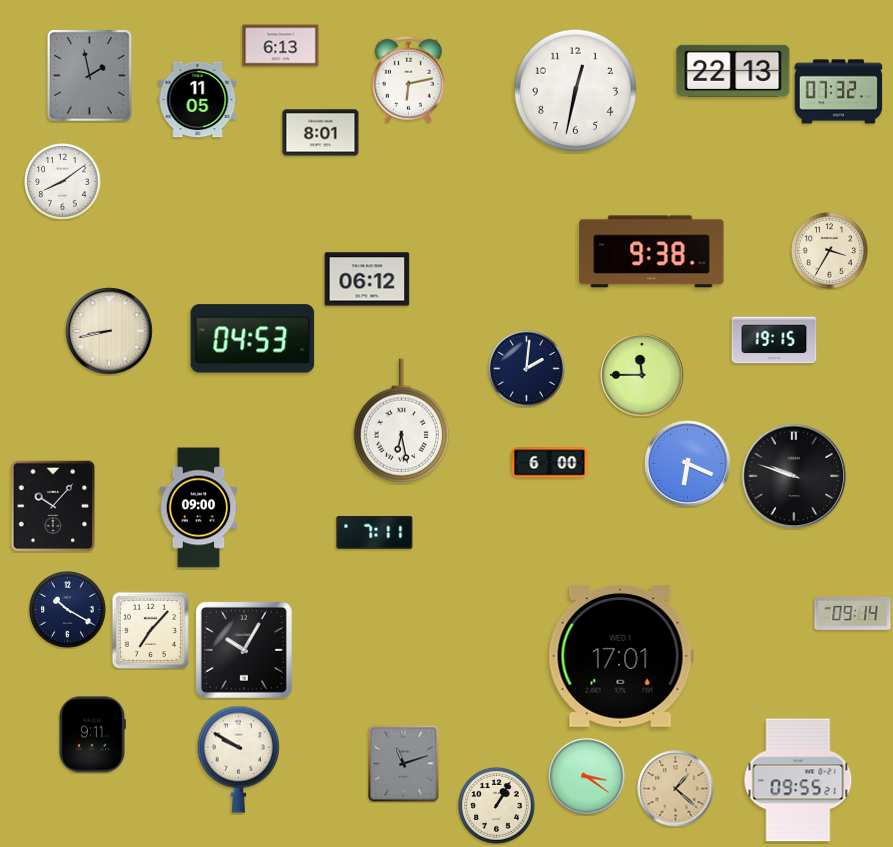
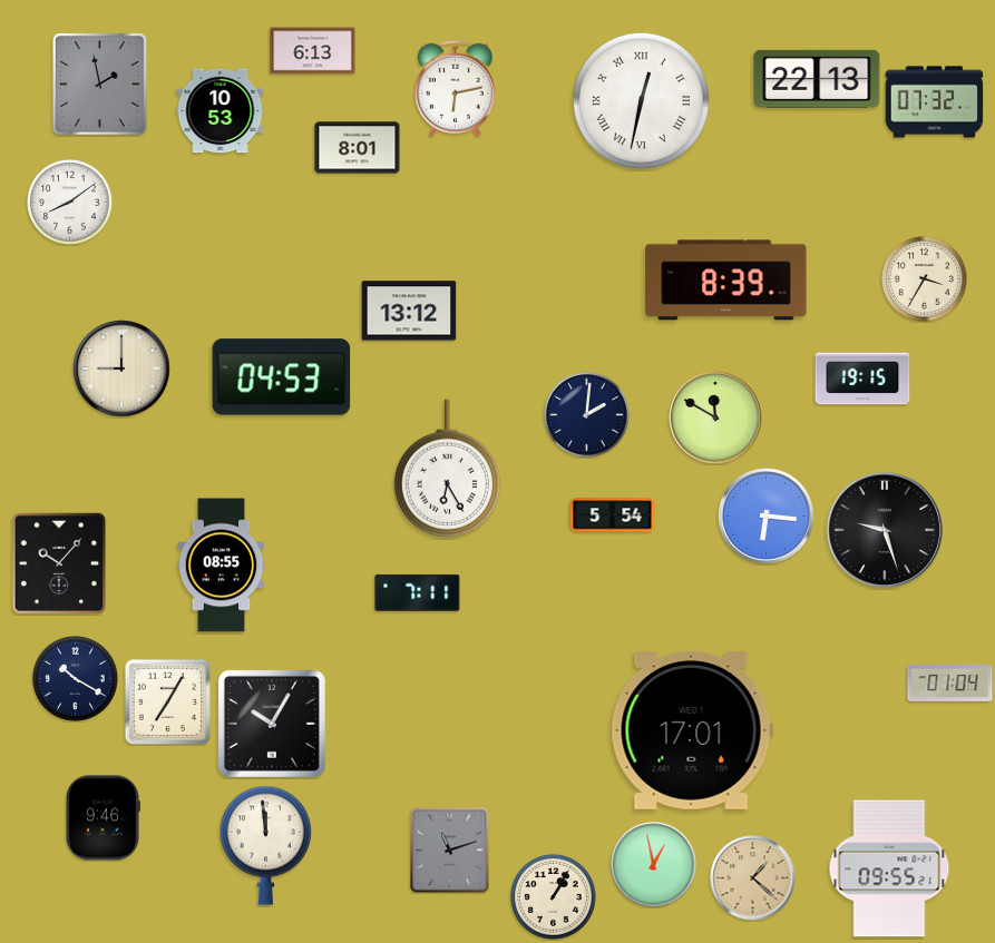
clock at (575, 90) numerals: Arabic -> Roman
clock at (198, 100): 11:05 -> 10:53
clock at (652, 252): 9:38 -> 8:39
clock at (367, 279): 06:12 -> 13:12
clock at (110, 332): 8:43 -> 9:00
clock at (527, 369) position: (527, 369) -> (587, 415)
clock at (642, 375): 11:45 -> 11:50
clock at (401, 421): 6:28 -> 6:25
clock at (550, 463): 6:00 -> 5:54
clock at (688, 464): 6:19 -> 6:16
clock at (794, 476): 9:48 -> 9:27
clock at (199, 508): 09:00 -> 08:55
clock at (853, 613): 09:14 -> 01:04
clock at (150, 630): 7:07 -> 7:05
clock at (93, 735): 9:11 -> 9:46
clock at (238, 759): 9:50 -> 11:59
clock at (587, 777): 3:21 -> 12:58
